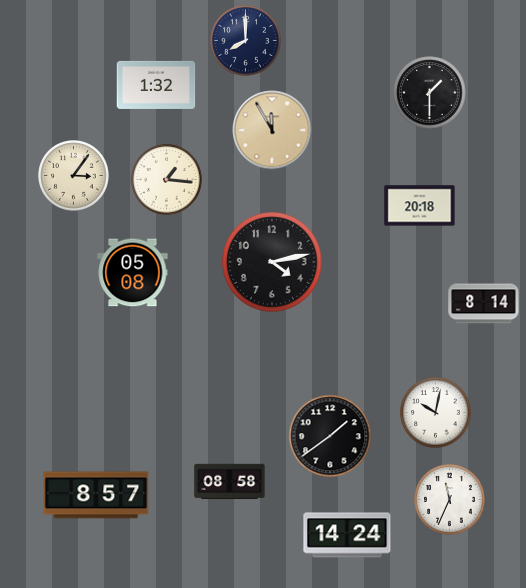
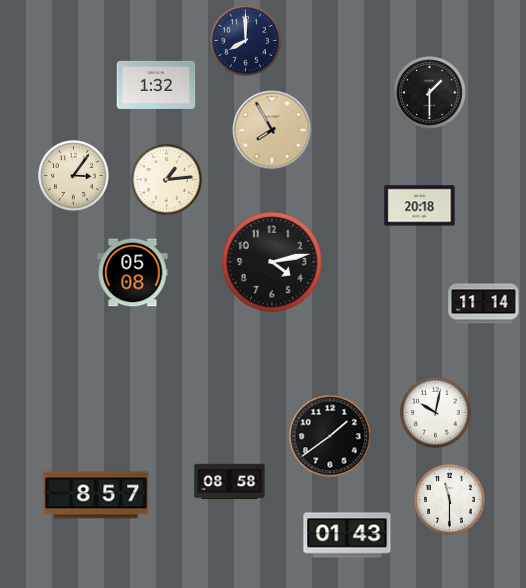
clock at (272, 130): 11:55 -> 7:55
clock at (167, 180): 1:16 -> 1:14
clock at (484, 304): 8:14 -> 11:14
clock at (450, 500): 11:34 -> 11:30
clock at (347, 535): 14:24 -> 01:43
